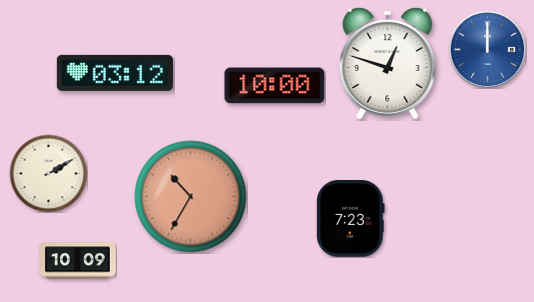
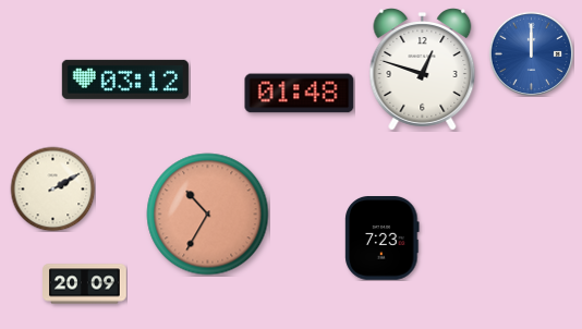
clock at (275, 86): 10:00 -> 01:48
clock at (78, 261): 10:09 -> 20:09
